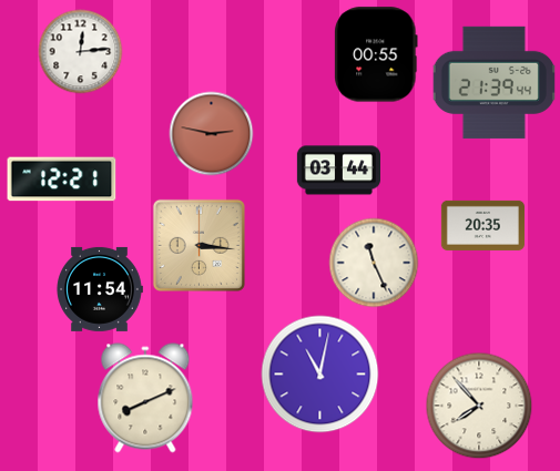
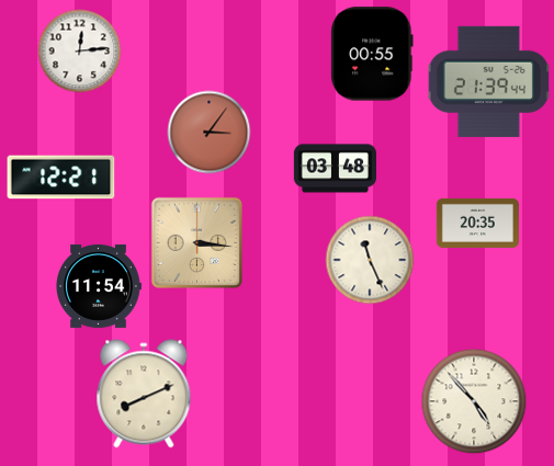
clock at (212, 134): 2:47 -> 3:06
clock at (338, 171): 03:44 -> 03:48
clock at (320, 375): 11:02 -> none
clock at (479, 406): 7:53 -> 4:53
